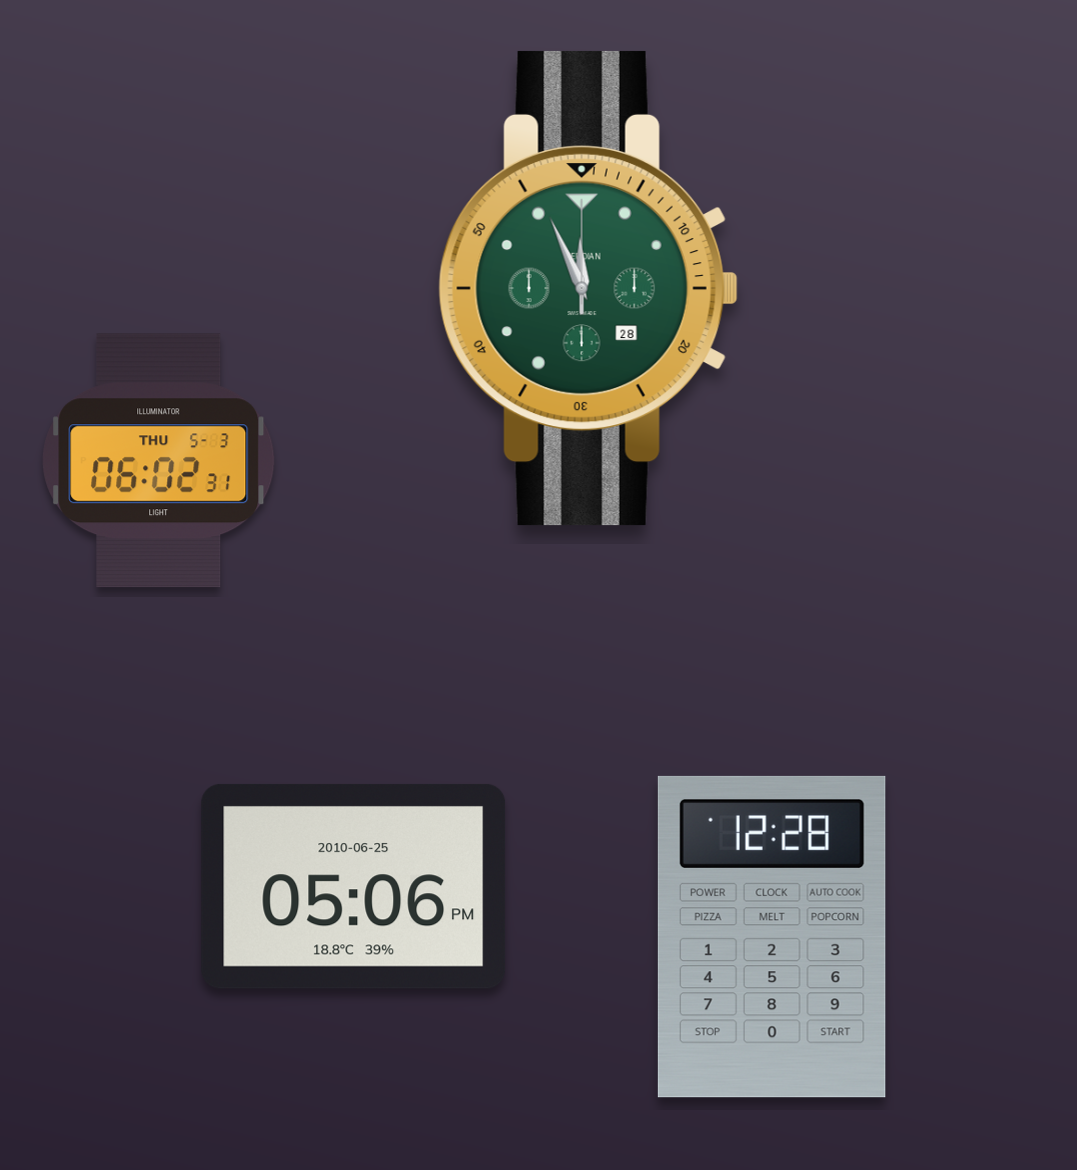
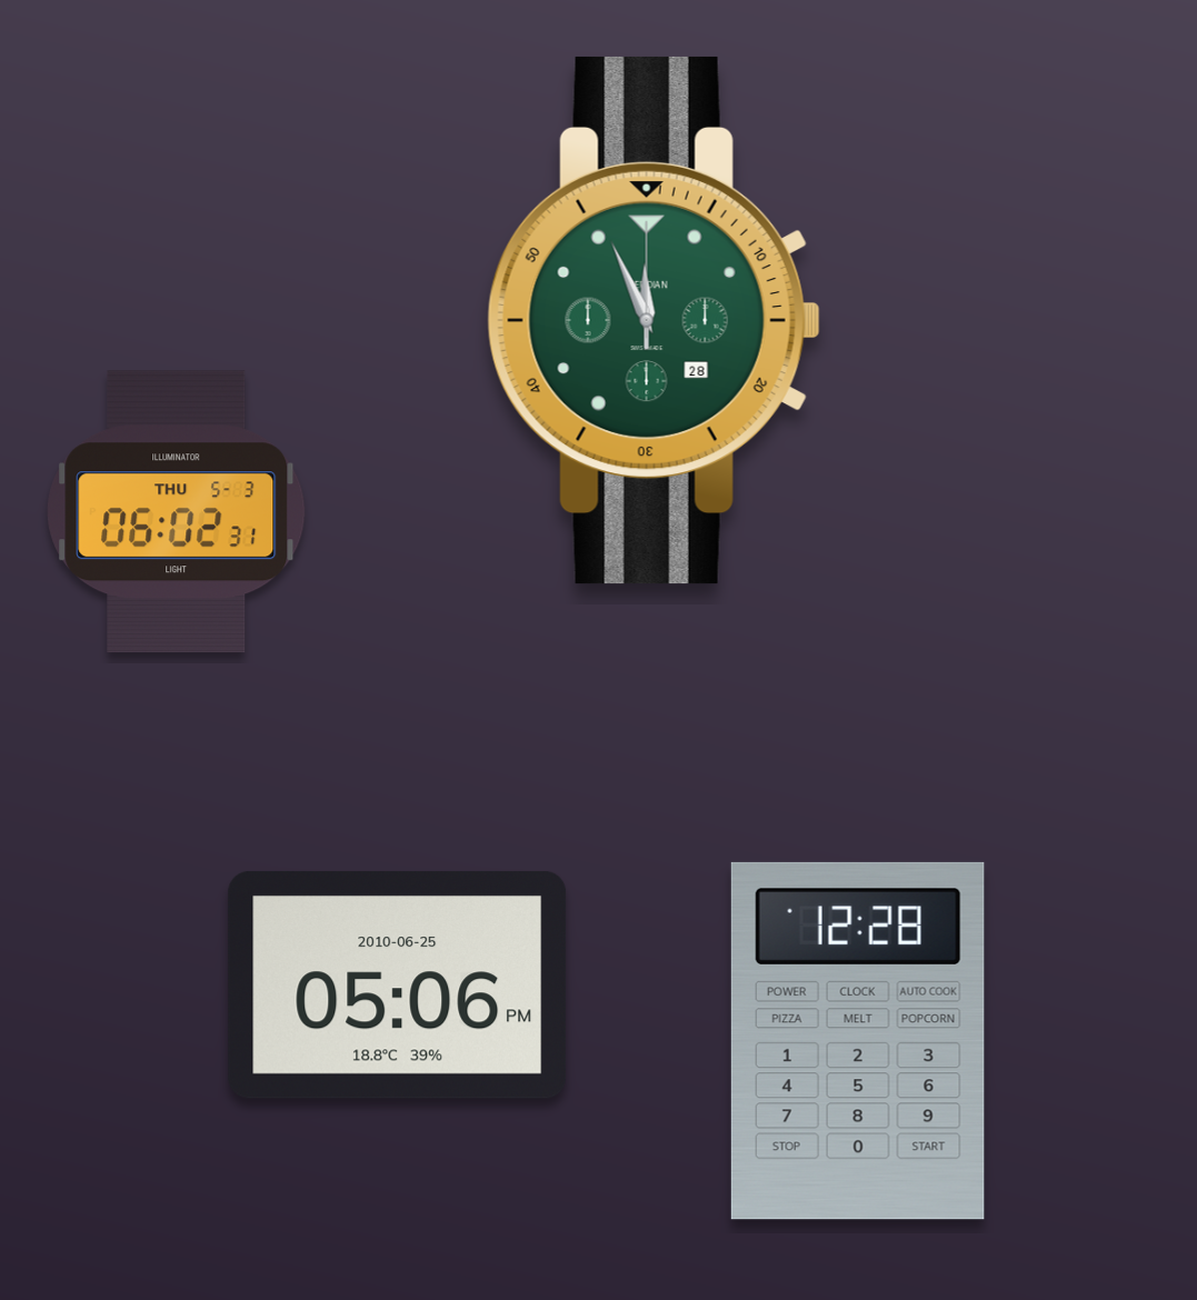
clock at (354, 886) position: (354, 886) -> (398, 984)
